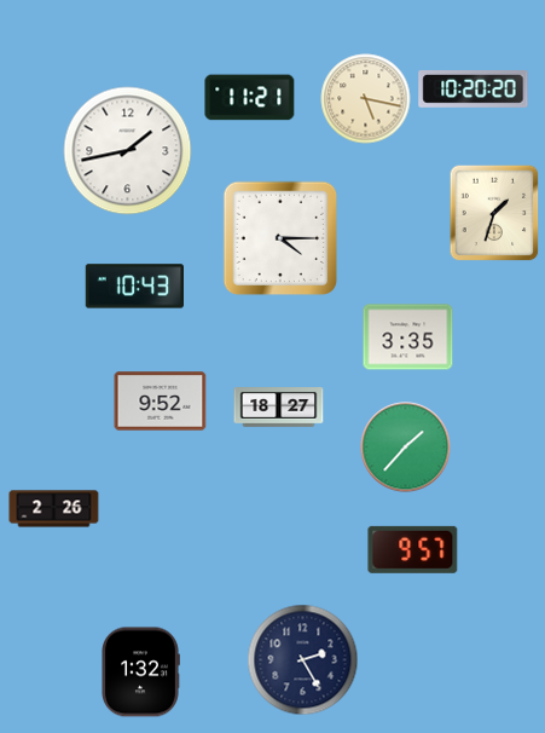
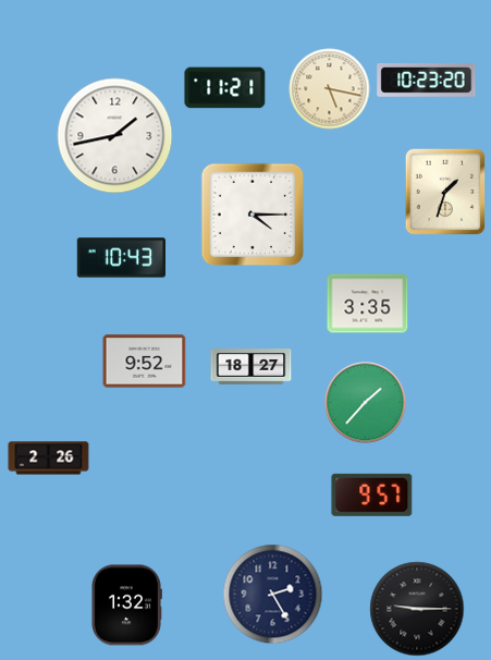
clock at (474, 90): 10:20 -> 10:23
clock at (417, 609): none -> 9:15
